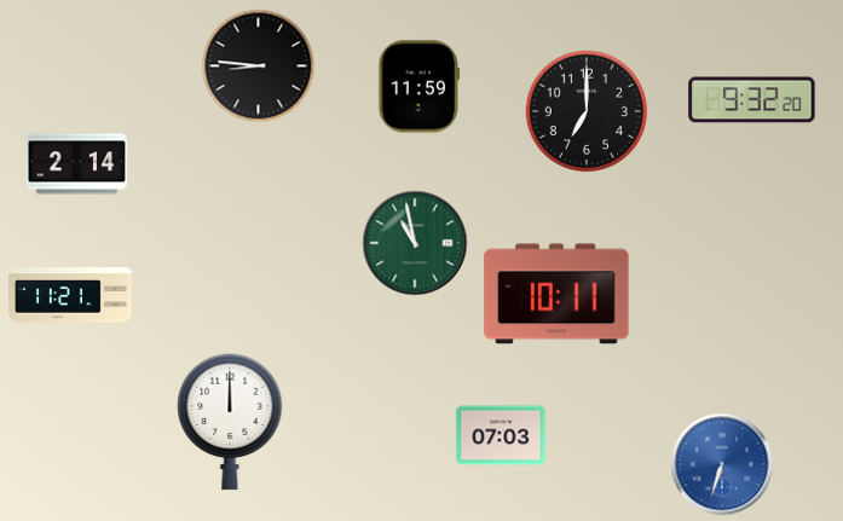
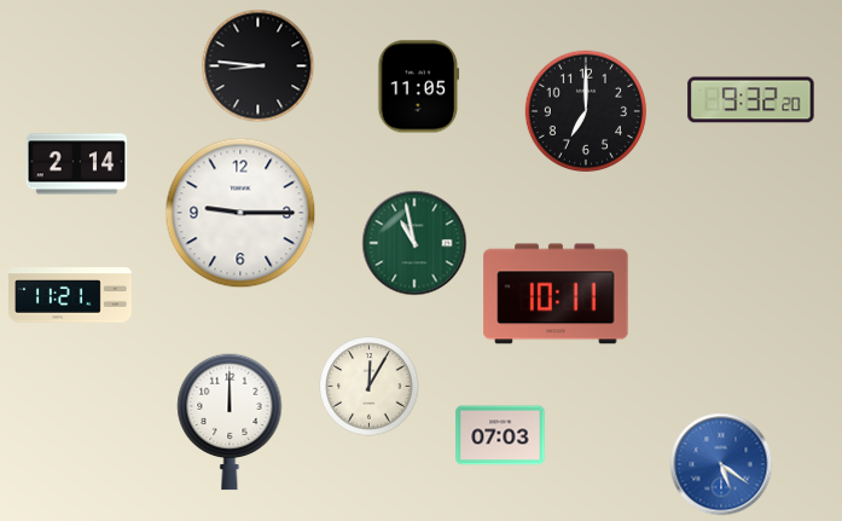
clock at (420, 87): 11:59 -> 11:05
clock at (240, 213): none -> 9:15
clock at (370, 387): none -> 12:05
clock at (722, 464): 6:33 -> 5:21
